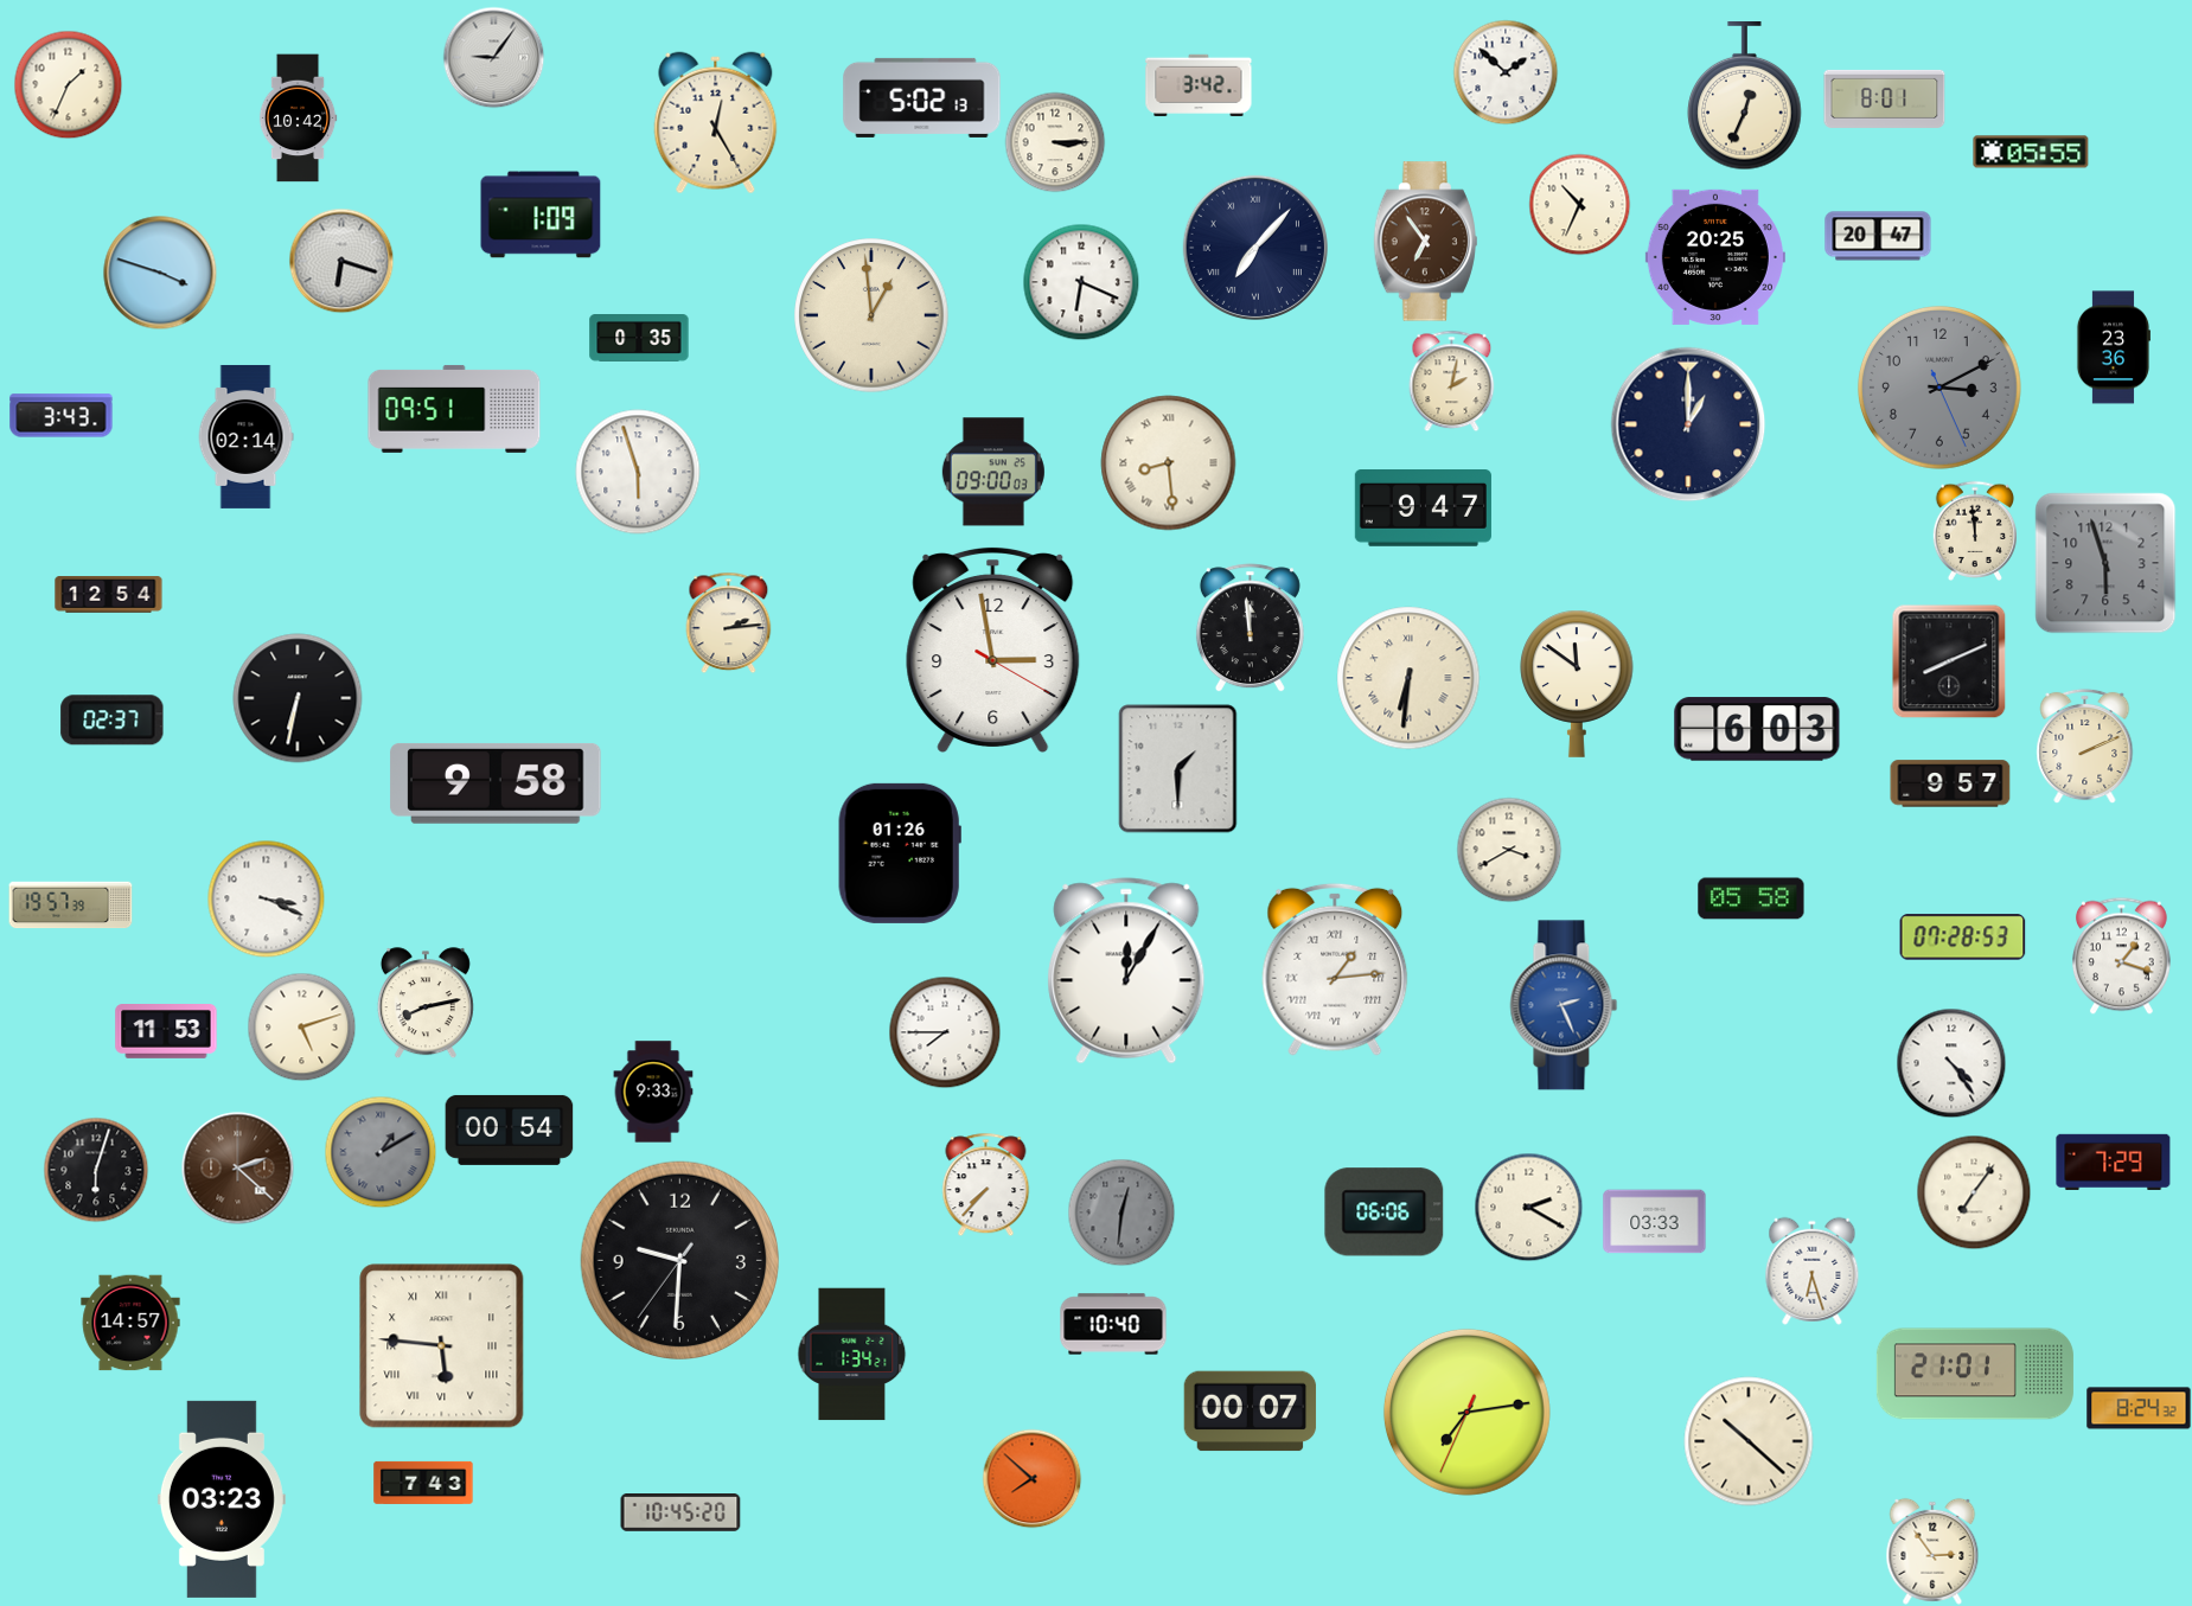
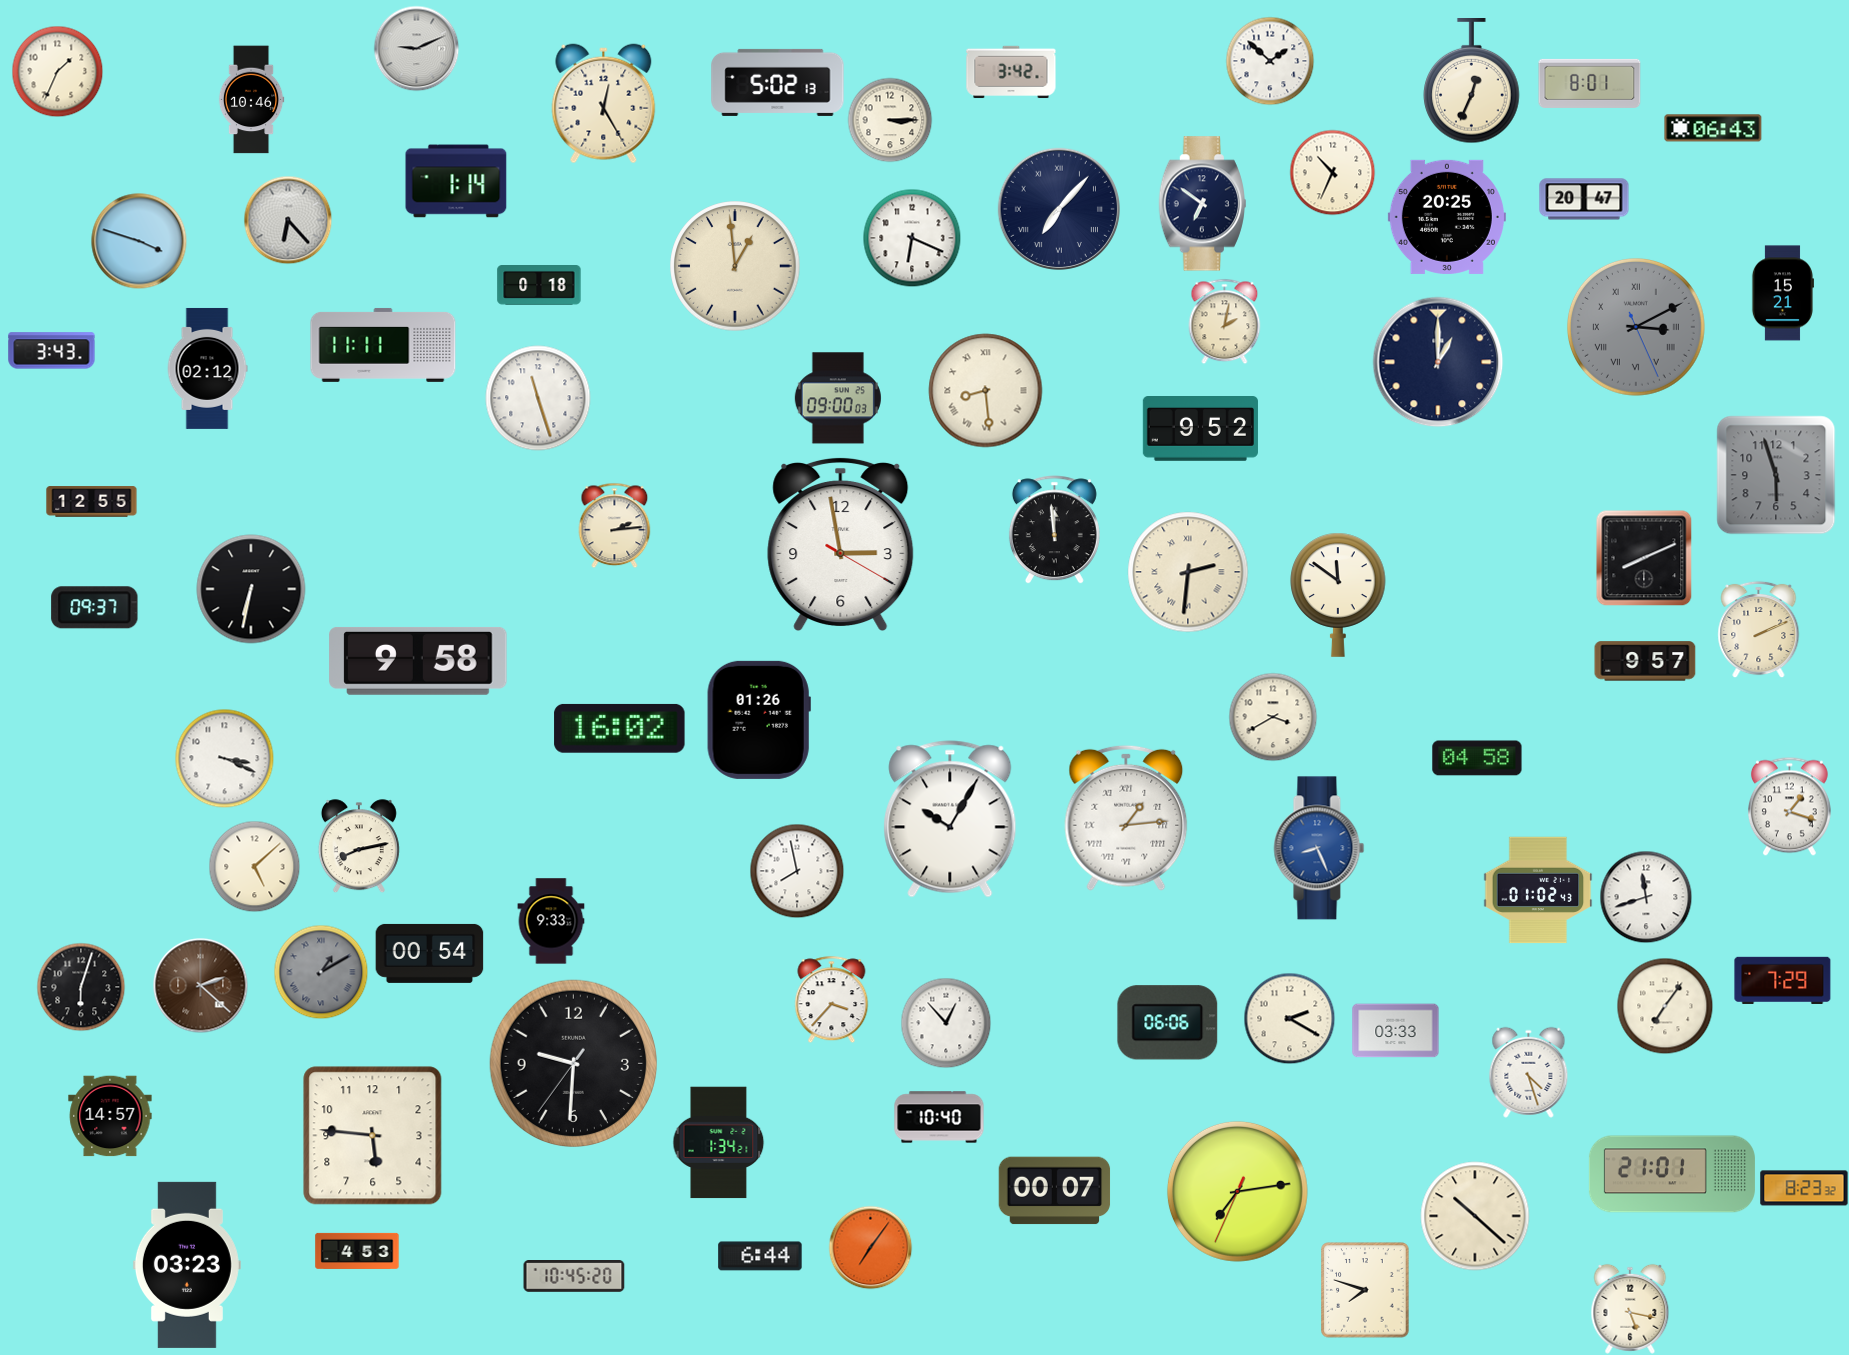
clock at (493, 57): 9:06 -> 9:11
clock at (298, 119): 10:42 -> 10:46
clock at (2031, 152): 05:55 -> 06:43
clock at (541, 215): 1:09 -> 1:14
clock at (1425, 242): 6:54 -> 6:51
clock at (1425, 242) dial: brown -> navy
clock at (341, 261): 6:18 -> 6:23
clock at (160, 273) position: (160, 273) -> (139, 241)
clock at (639, 339): 0:35 -> 0:18
clock at (2113, 347): 23:36 -> 15:21
clock at (1939, 388) numerals: Arabic -> Roman
clock at (454, 409): 09:51 -> 11:11
clock at (1688, 424) position: (1688, 424) -> (1438, 362)
clock at (245, 436): 02:14 -> 02:12
clock at (638, 472): 5:57 -> 11:27
clock at (1423, 508): 9:47 -> 9:52
clock at (1974, 531): 11:59 -> none
clock at (109, 595): 12:54 -> 12:55
clock at (993, 648) position: (993, 648) -> (841, 543)
clock at (1408, 678): 6:31 -> 2:31
clock at (1577, 684) position: (1577, 684) -> (1338, 595)
clock at (113, 721): 02:37 -> 09:37
clock at (1757, 729): 6:03 -> none
clock at (1178, 769): 1:30 -> none
clock at (620, 728): none -> 16:02
clock at (1751, 898): 05:58 -> 04:58
clock at (71, 906): 19:57 -> none
clock at (1963, 938): 07:28 -> none
clock at (1126, 971): 12:05 -> 10:05
clock at (1564, 1005): 2:26 -> 8:26
clock at (301, 1026): 5:12 -> 5:08
clock at (166, 1032): 11:53 -> none
clock at (945, 1032): 7:45 -> 7:58
clock at (1538, 890): none -> 01:02
clock at (1951, 1063): 4:24 -> 11:42
clock at (986, 1184): 7:37 -> 3:37
clock at (1121, 1213): 12:31 -> 12:53
clock at (1121, 1213) dial: grey -> white
clock at (1813, 1271): 6:27 -> 4:27
clock at (442, 1346) numerals: Roman -> Arabic
clock at (1975, 1374) position: (1975, 1374) -> (1672, 1174)
clock at (2139, 1408): 8:24 -> 8:23
clock at (1031, 1478): 7:52 -> 7:06
clock at (423, 1483): 7:43 -> 4:53
clock at (760, 1256): none -> 6:44
clock at (1365, 1290): none -> 7:48
clock at (1932, 1551): 2:54 -> 5:17
